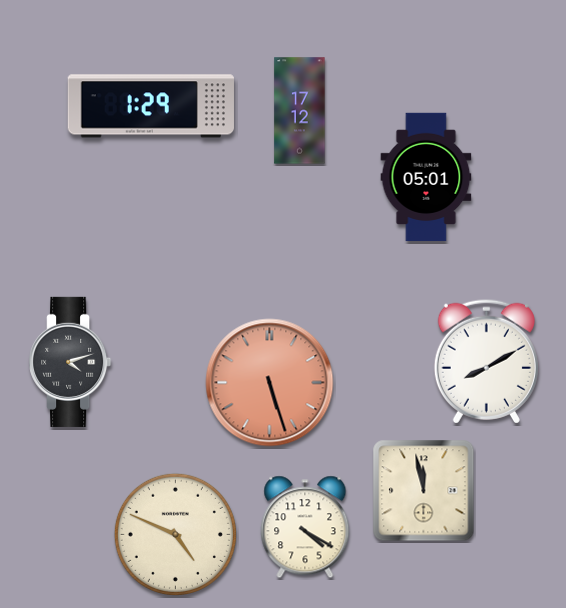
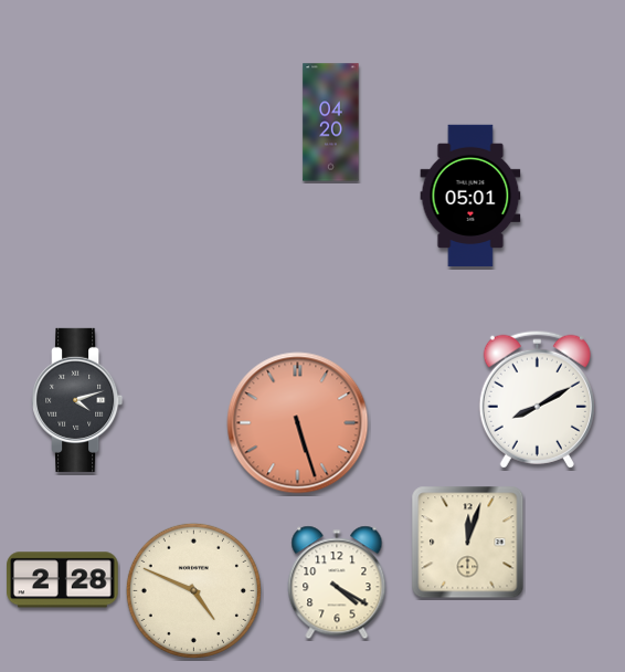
clock at (151, 106): 1:29 -> none
clock at (300, 111): 17:12 -> 04:20
clock at (424, 491): 11:58 -> 12:03
clock at (63, 580): none -> 2:28
